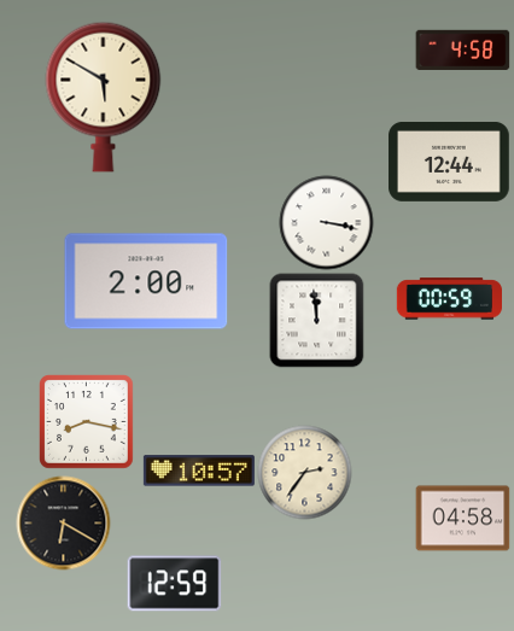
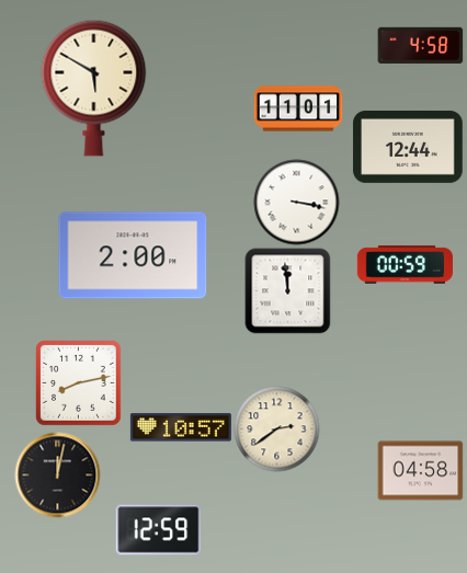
clock at (298, 108): none -> 11:01
clock at (449, 299) position: (449, 299) -> (405, 265)
clock at (87, 422): 8:17 -> 8:13
clock at (304, 472): 2:36 -> 2:39
clock at (63, 522): 6:20 -> 12:02
